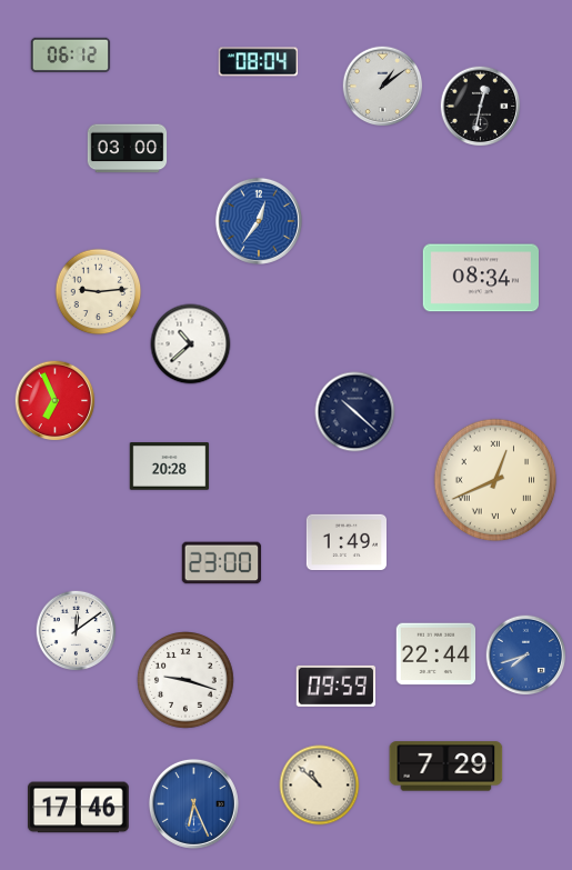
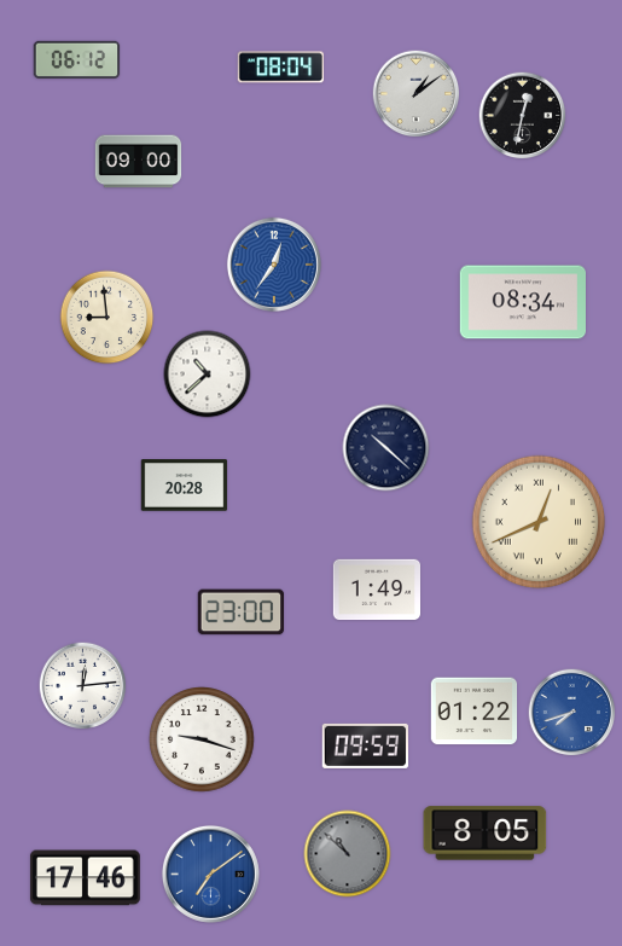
clock at (128, 149): 03:00 -> 09:00
clock at (259, 221) position: (259, 221) -> (274, 265)
clock at (99, 292): 9:14 -> 8:59
clock at (56, 401): 6:56 -> none
clock at (170, 467) position: (170, 467) -> (185, 486)
clock at (77, 631): 12:09 -> 12:14
clock at (436, 654): 22:44 -> 01:22
clock at (446, 767): 7:29 -> 8:05
clock at (320, 786) dial: cream -> grey
clock at (193, 803): 6:26 -> 7:09
